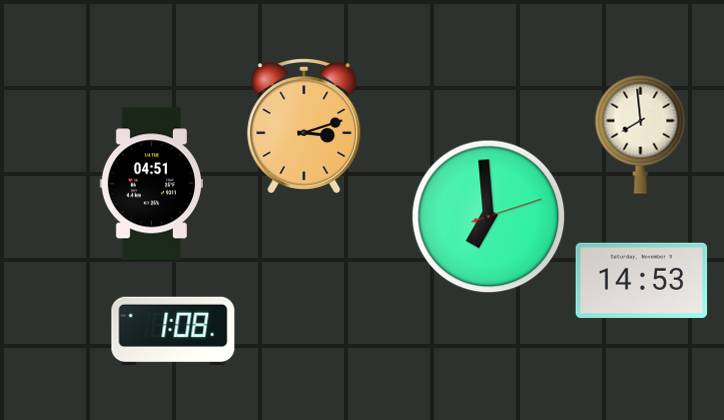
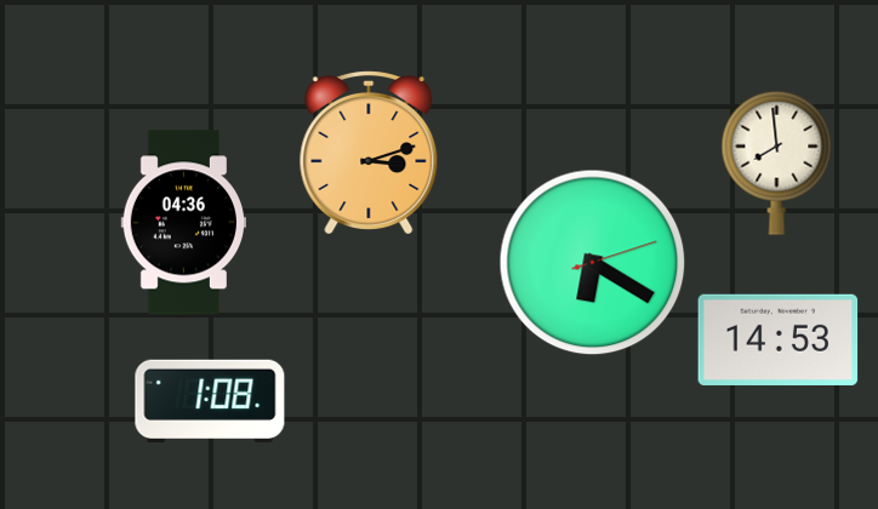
clock at (151, 184): 04:51 -> 04:36
clock at (489, 217): 6:59 -> 6:20
